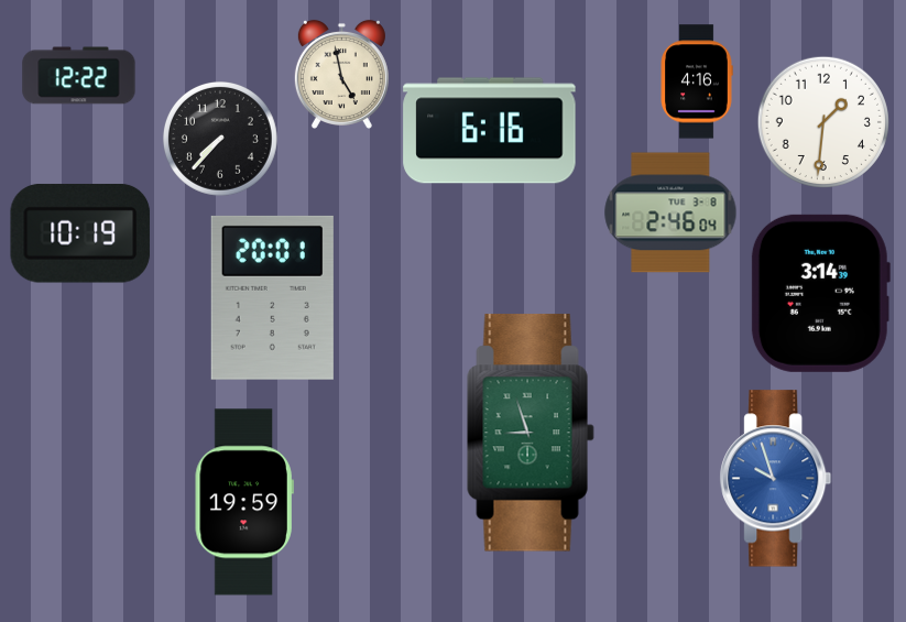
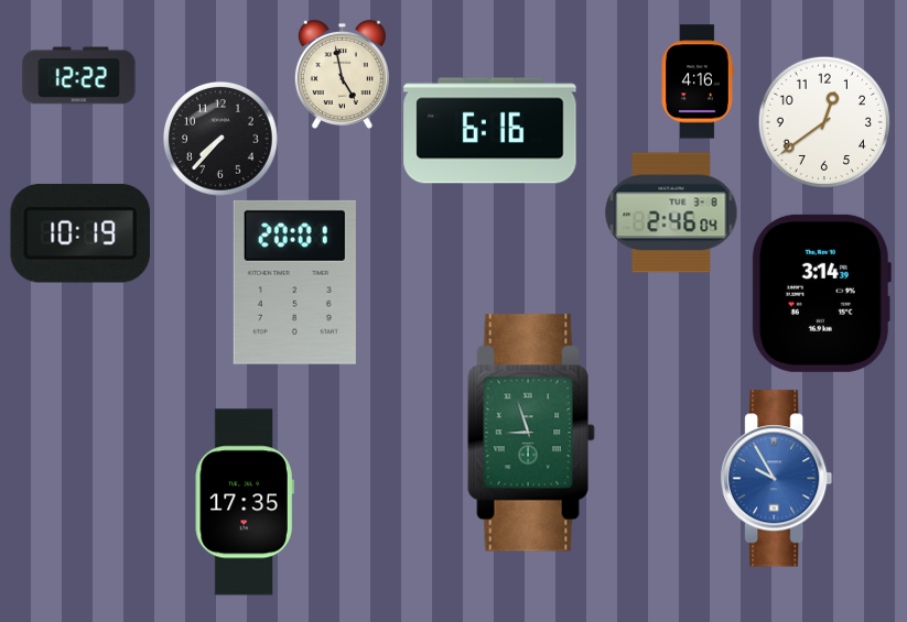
clock at (822, 121): 1:31 -> 12:39
clock at (272, 297) position: (272, 297) -> (294, 282)
clock at (776, 479): 9:57 -> 9:55
clock at (244, 502): 19:59 -> 17:35
